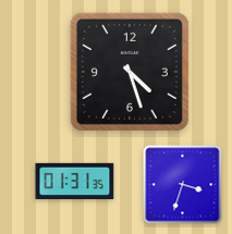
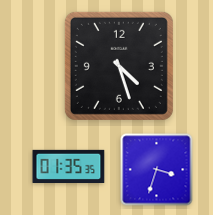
clock at (75, 181): 01:31 -> 01:35
clock at (183, 185) position: (183, 185) -> (157, 170)
